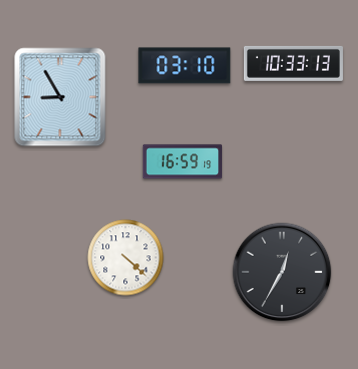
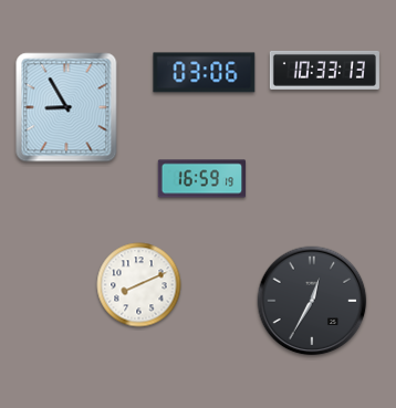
clock at (185, 66): 03:10 -> 03:06
clock at (126, 258): 4:22 -> 8:11
